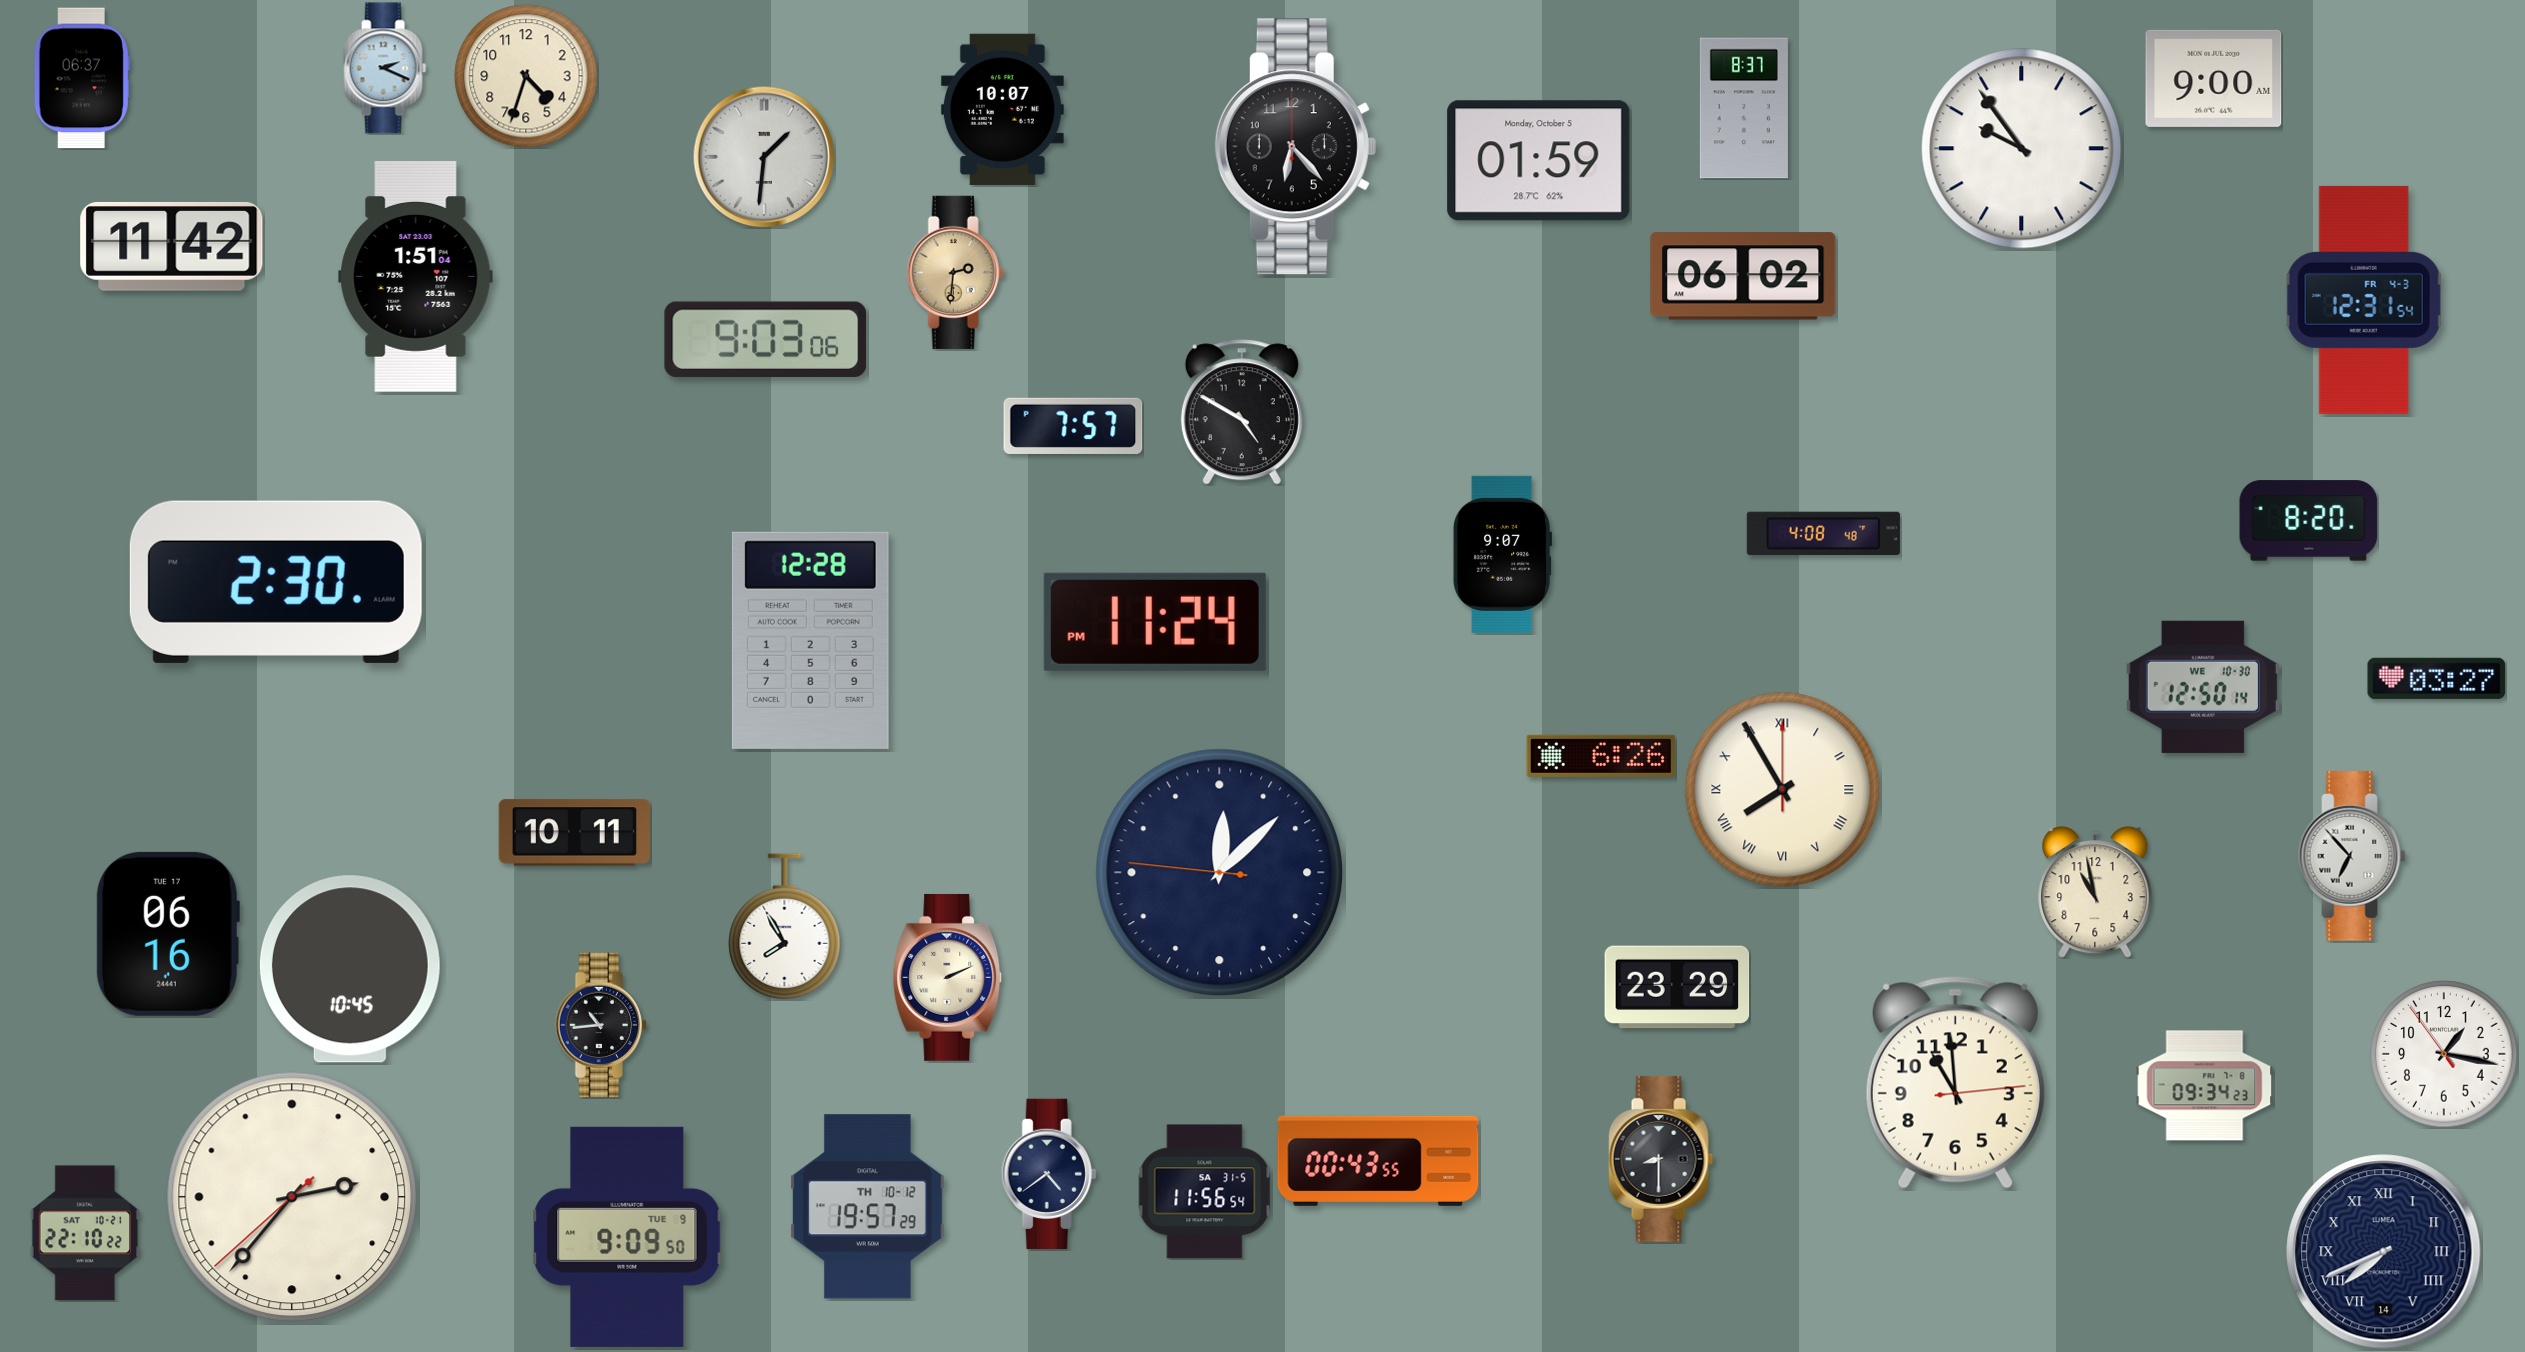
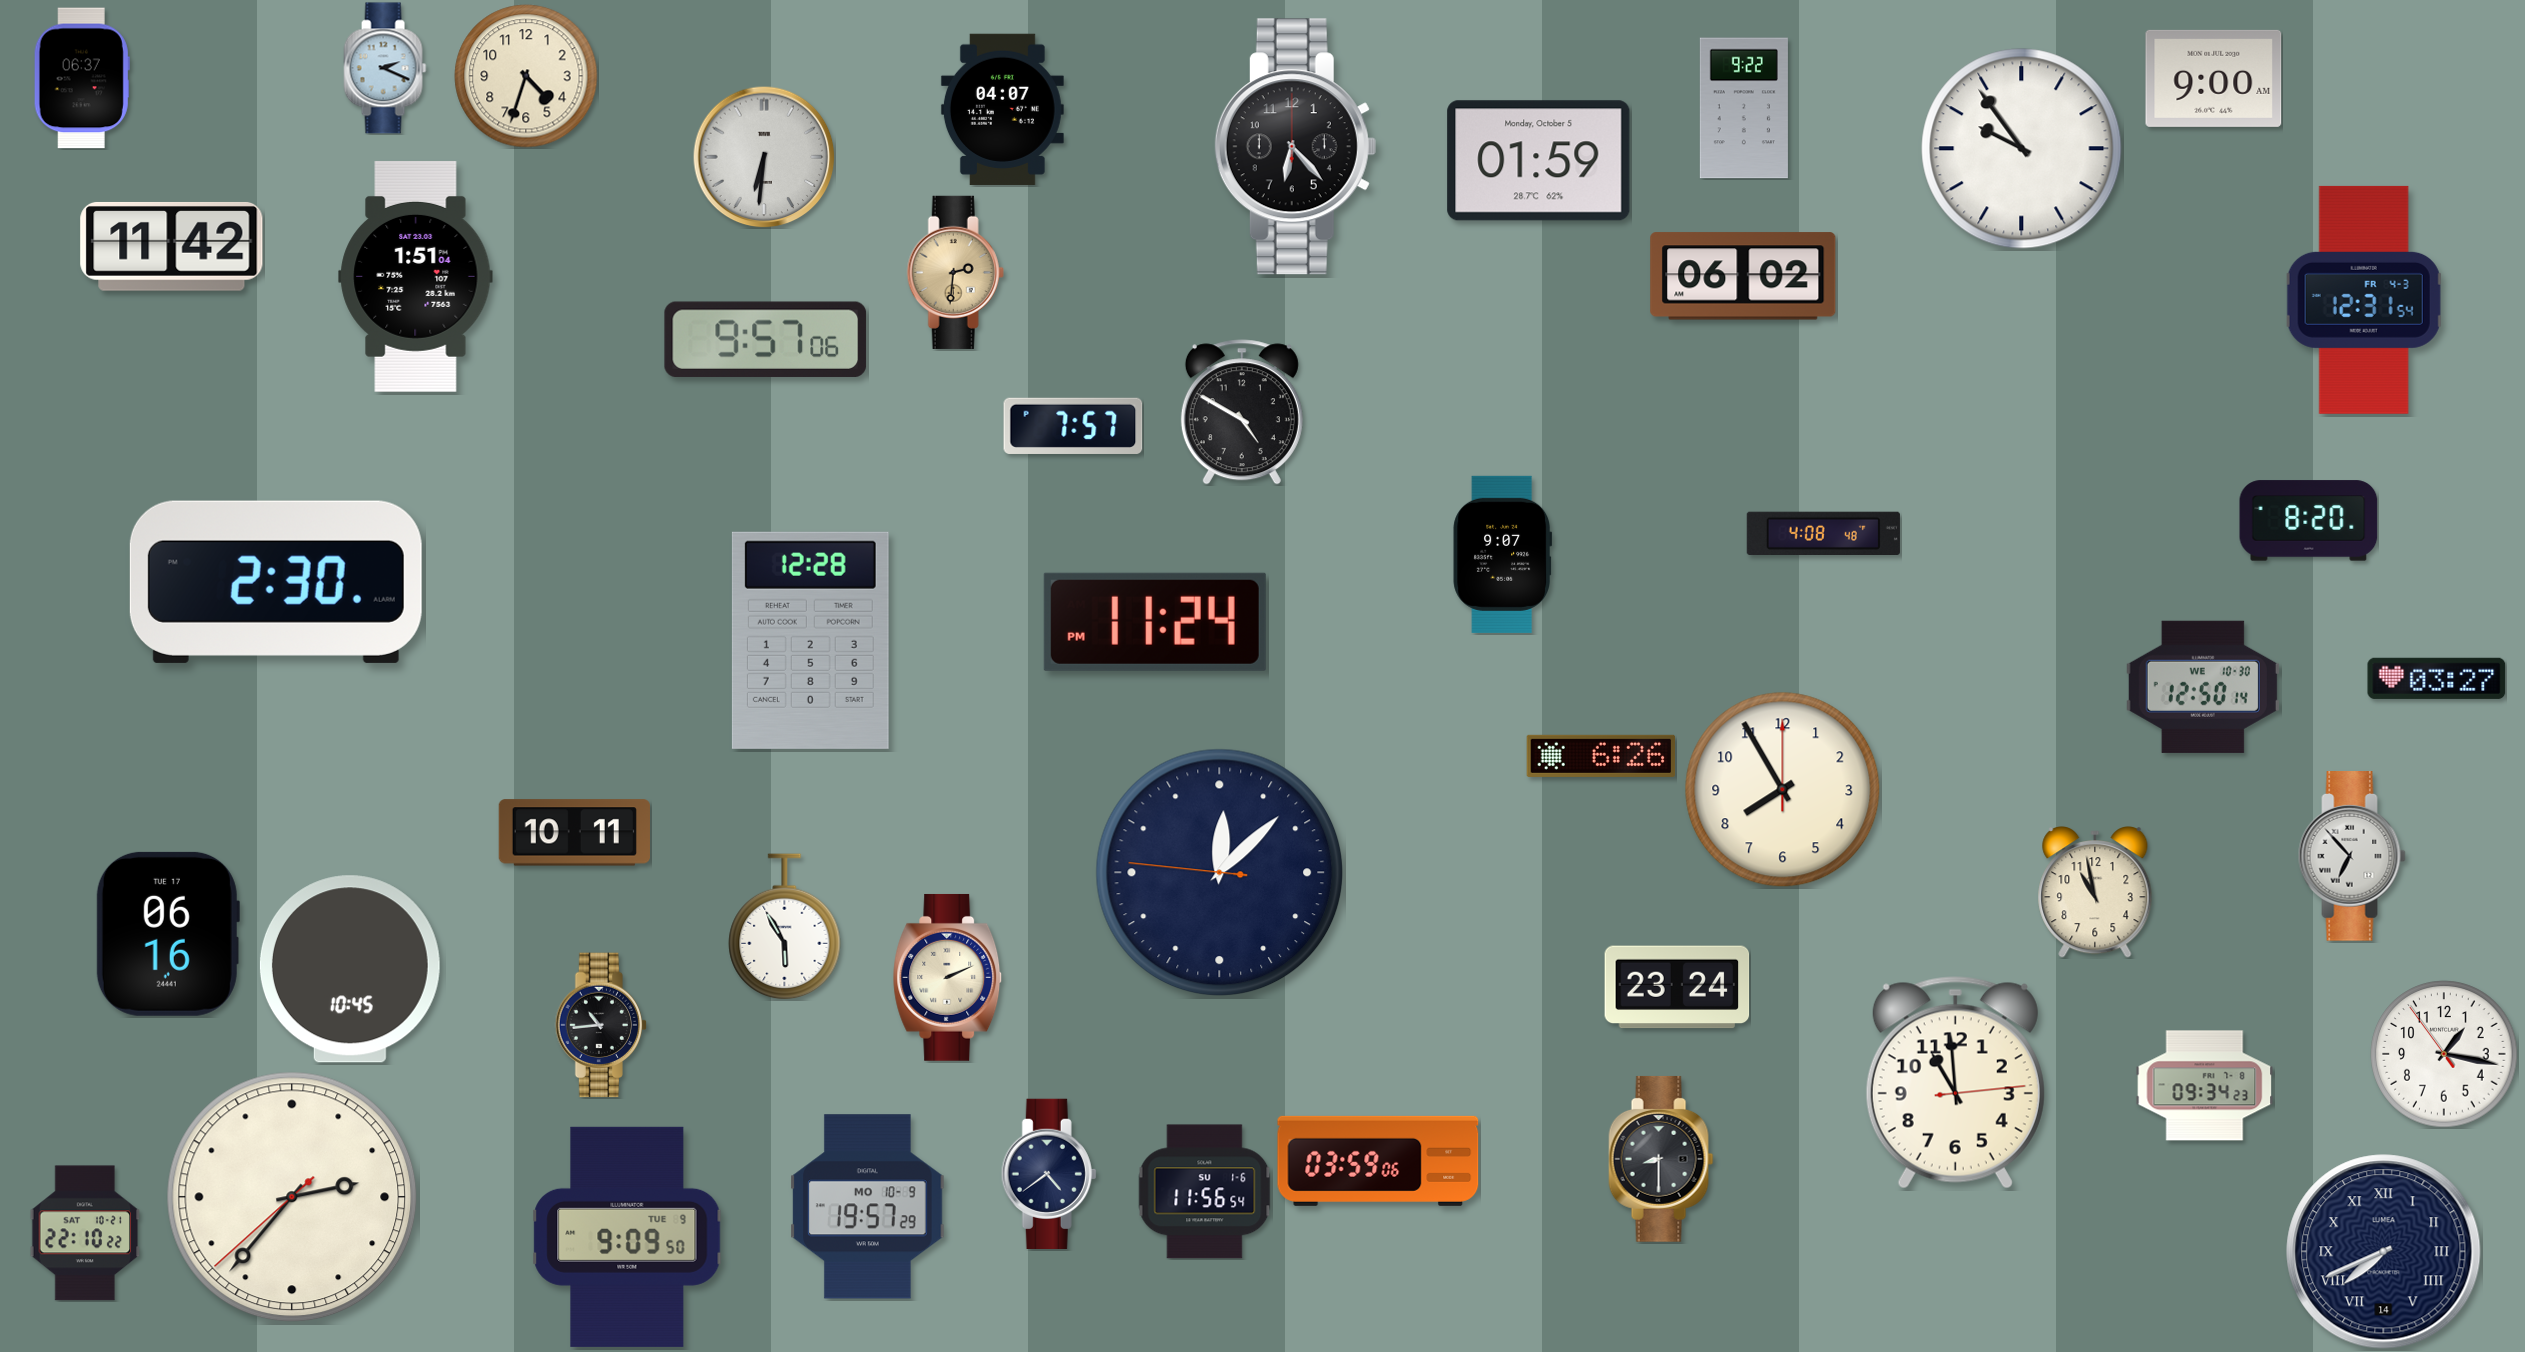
clock at (1744, 108): 8:37 -> 9:22
clock at (1002, 109): 10:07 -> 04:07
clock at (764, 157): 1:31 -> 6:31
clock at (766, 339): 9:03 -> 9:57
clock at (1783, 790) numerals: Roman -> Arabic
clock at (785, 927): 7:55 -> 5:55
clock at (1677, 987): 23:29 -> 23:24
clock at (1378, 1161): 00:43 -> 03:59
clock at (1205, 1192) date: SA 31-5 -> SU 1-6
clock at (868, 1207) date: TH 10-12 -> MO 10-9
